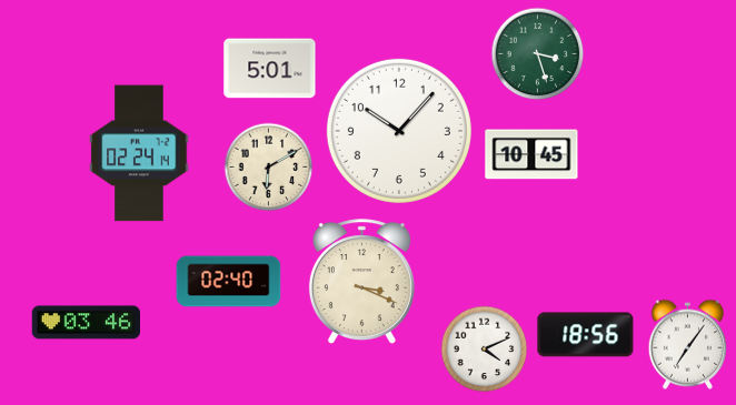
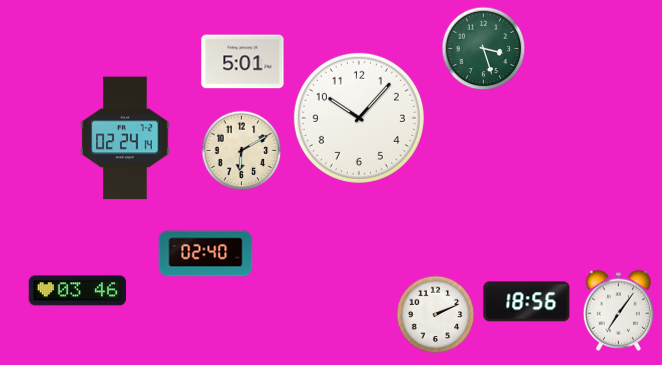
clock at (531, 154): 10:45 -> none
clock at (361, 282): 3:19 -> none
clock at (485, 350): 4:11 -> 2:11
